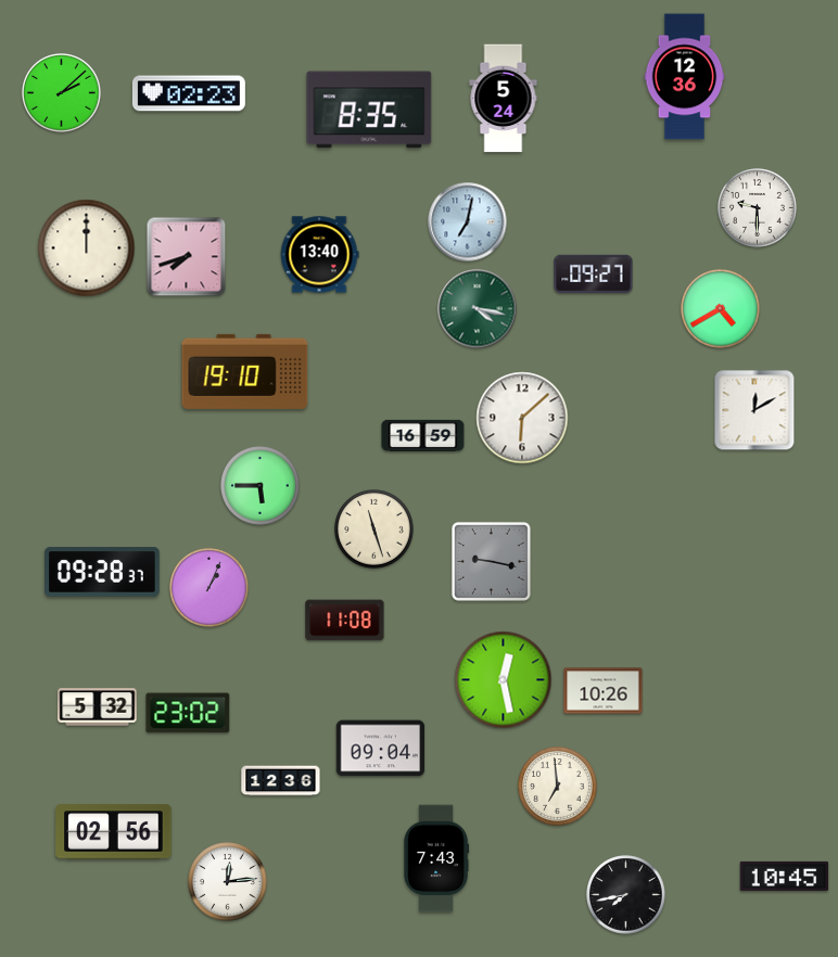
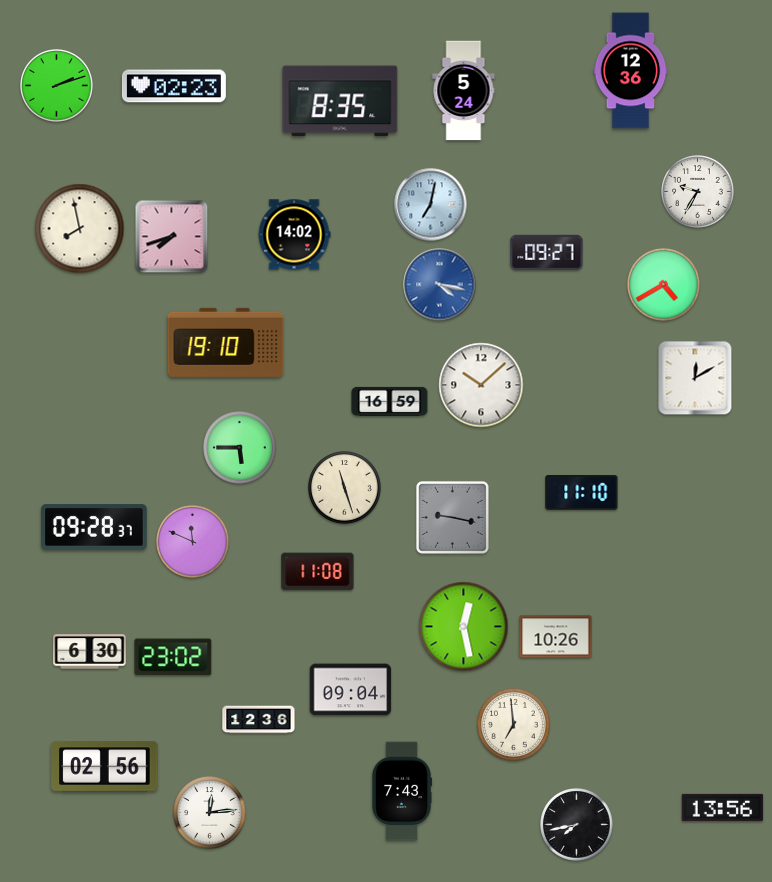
clock at (62, 93): 2:08 -> 2:12
clock at (758, 208): 9:30 -> 9:35
clock at (87, 248): 12:00 -> 7:58
clock at (319, 255): 13:40 -> 14:02
clock at (478, 309) dial: green -> blue
clock at (522, 418): 6:08 -> 10:08
clock at (582, 493): none -> 11:10
clock at (210, 588): 1:04 -> 11:49
clock at (98, 707): 5:32 -> 6:30
clock at (785, 876): 10:45 -> 13:56
